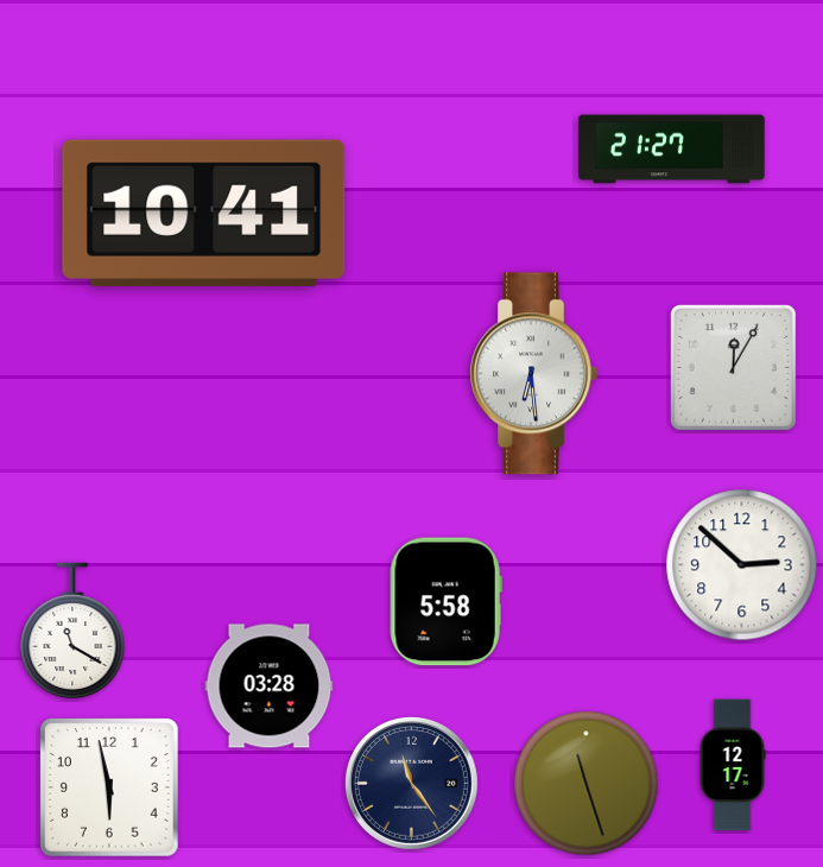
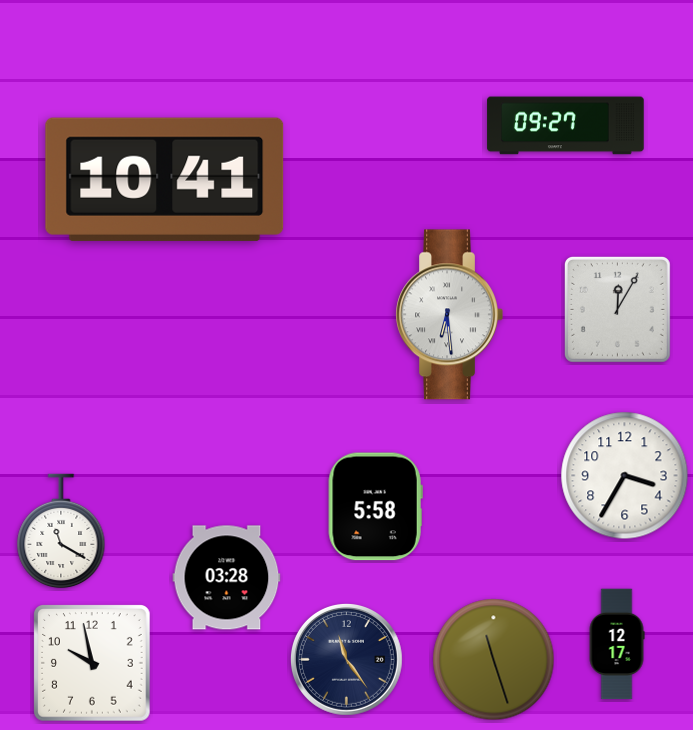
clock at (672, 150): 21:27 -> 09:27
clock at (204, 213) position: (204, 213) -> (165, 179)
clock at (742, 565): 2:52 -> 3:35
clock at (110, 789): 5:58 -> 9:58
